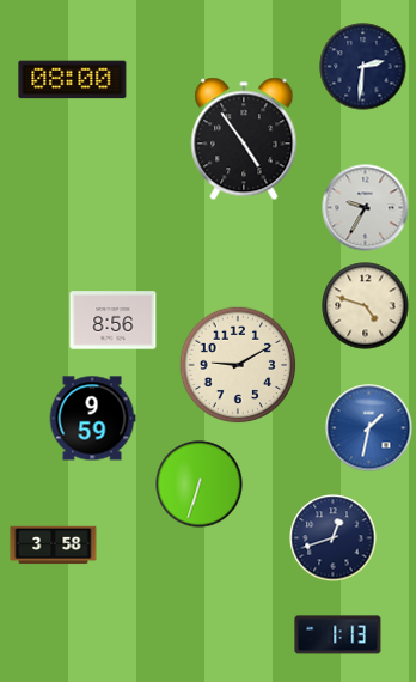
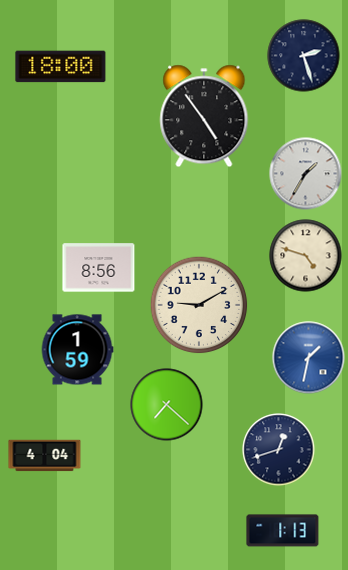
clock at (363, 67): 2:31 -> 2:27
clock at (73, 80): 08:00 -> 18:00
clock at (366, 208): 9:35 -> 1:35
clock at (114, 321) position: (114, 321) -> (99, 268)
clock at (92, 419): 9:59 -> 1:59
clock at (200, 485): 6:33 -> 7:22
clock at (54, 546): 3:58 -> 4:04
